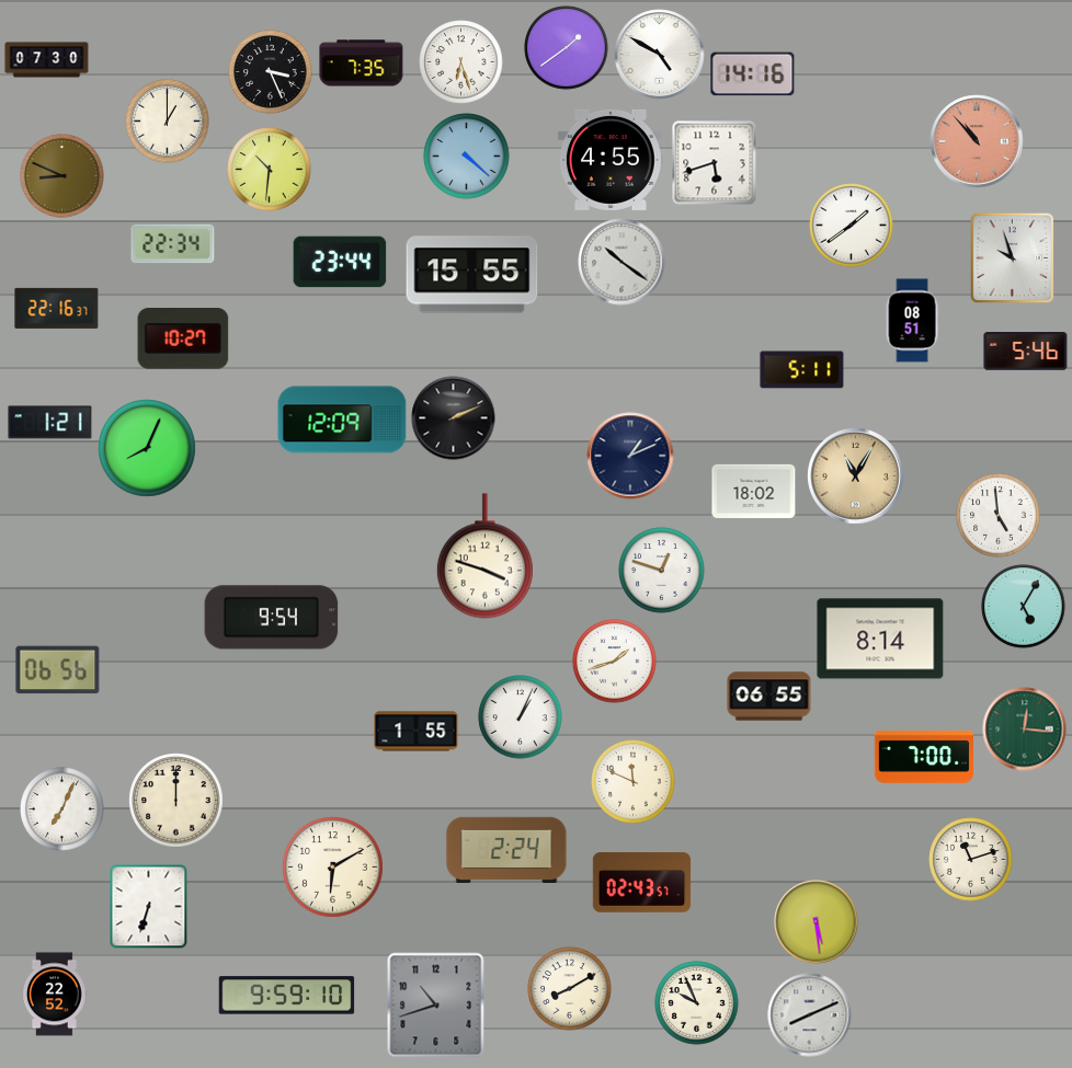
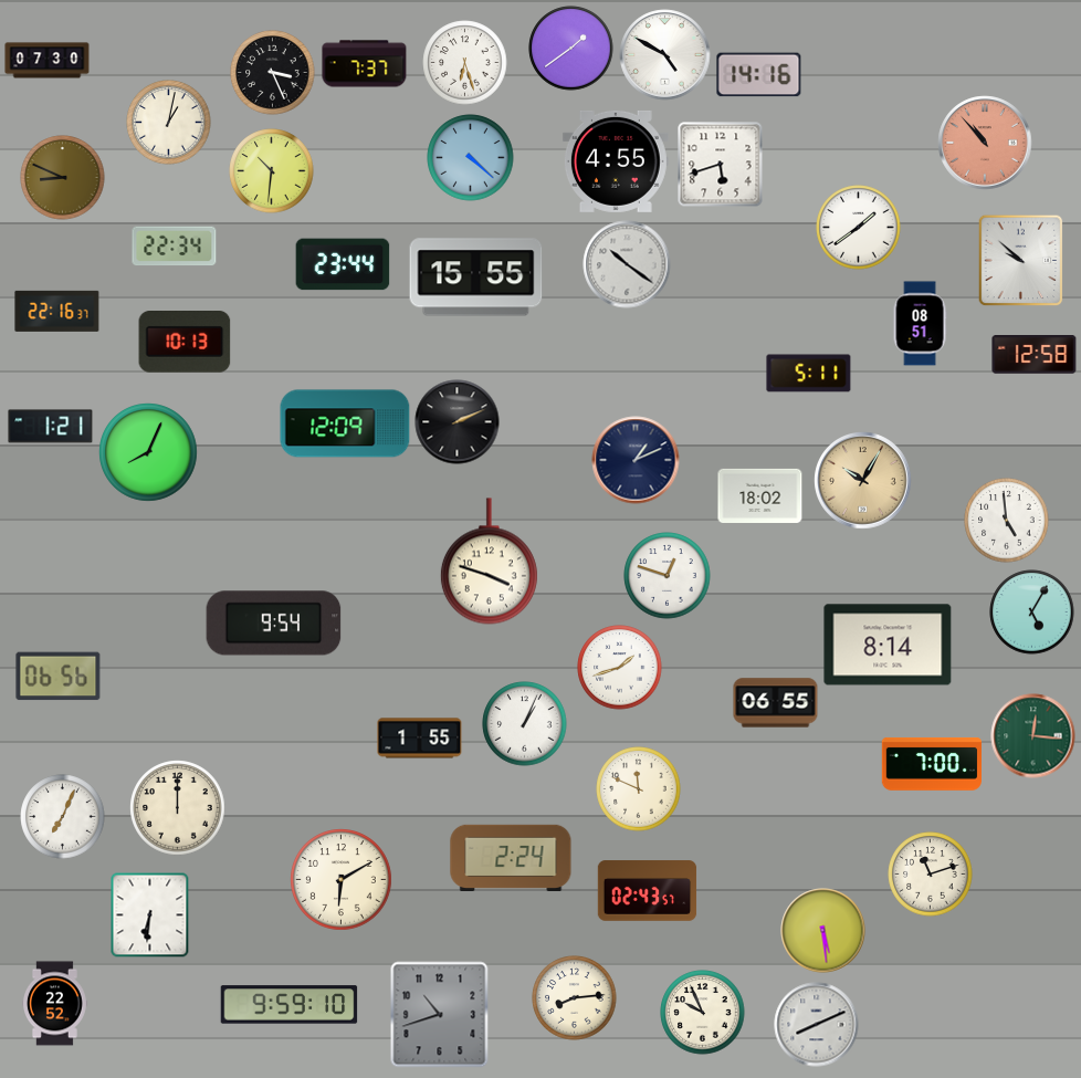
clock at (362, 64): 7:35 -> 7:37
clock at (168, 122): 1:00 -> 1:02
clock at (1013, 257): 9:57 -> 9:52
clock at (183, 340): 10:27 -> 10:13
clock at (1026, 352): 5:46 -> 12:58
clock at (856, 476): 11:05 -> 10:05
clock at (971, 860) position: (971, 860) -> (931, 875)
clock at (333, 868) position: (333, 868) -> (342, 880)
clock at (149, 906): 6:33 -> 6:31
clock at (570, 989): 8:10 -> 8:14
